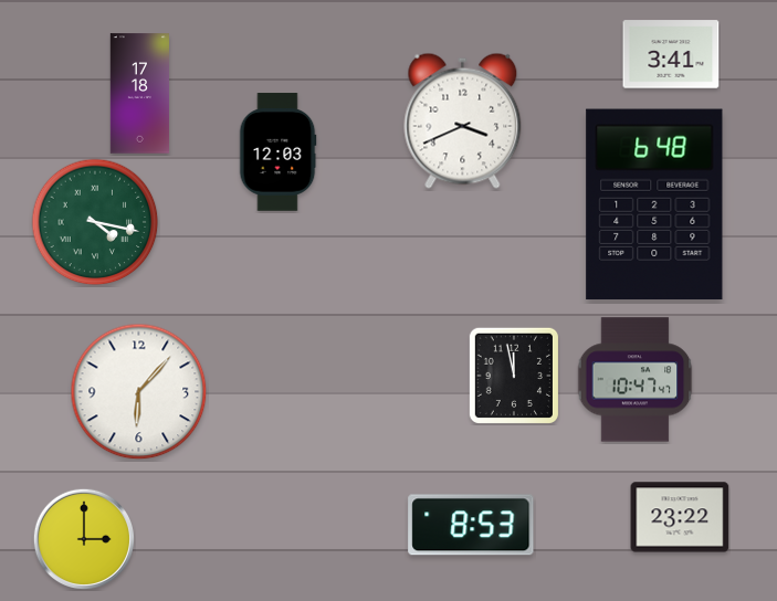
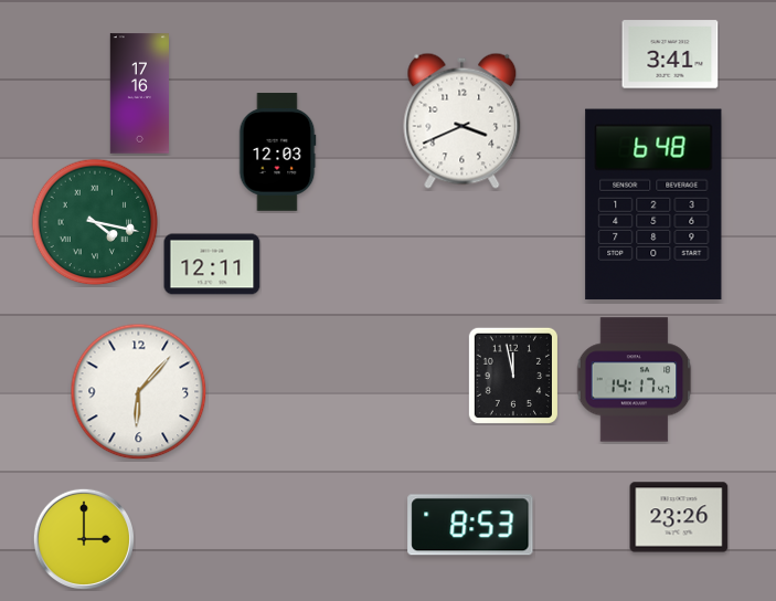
clock at (139, 94): 17:18 -> 17:16
clock at (212, 264): none -> 12:11
clock at (636, 380): 10:47 -> 14:17
clock at (680, 517): 23:22 -> 23:26
